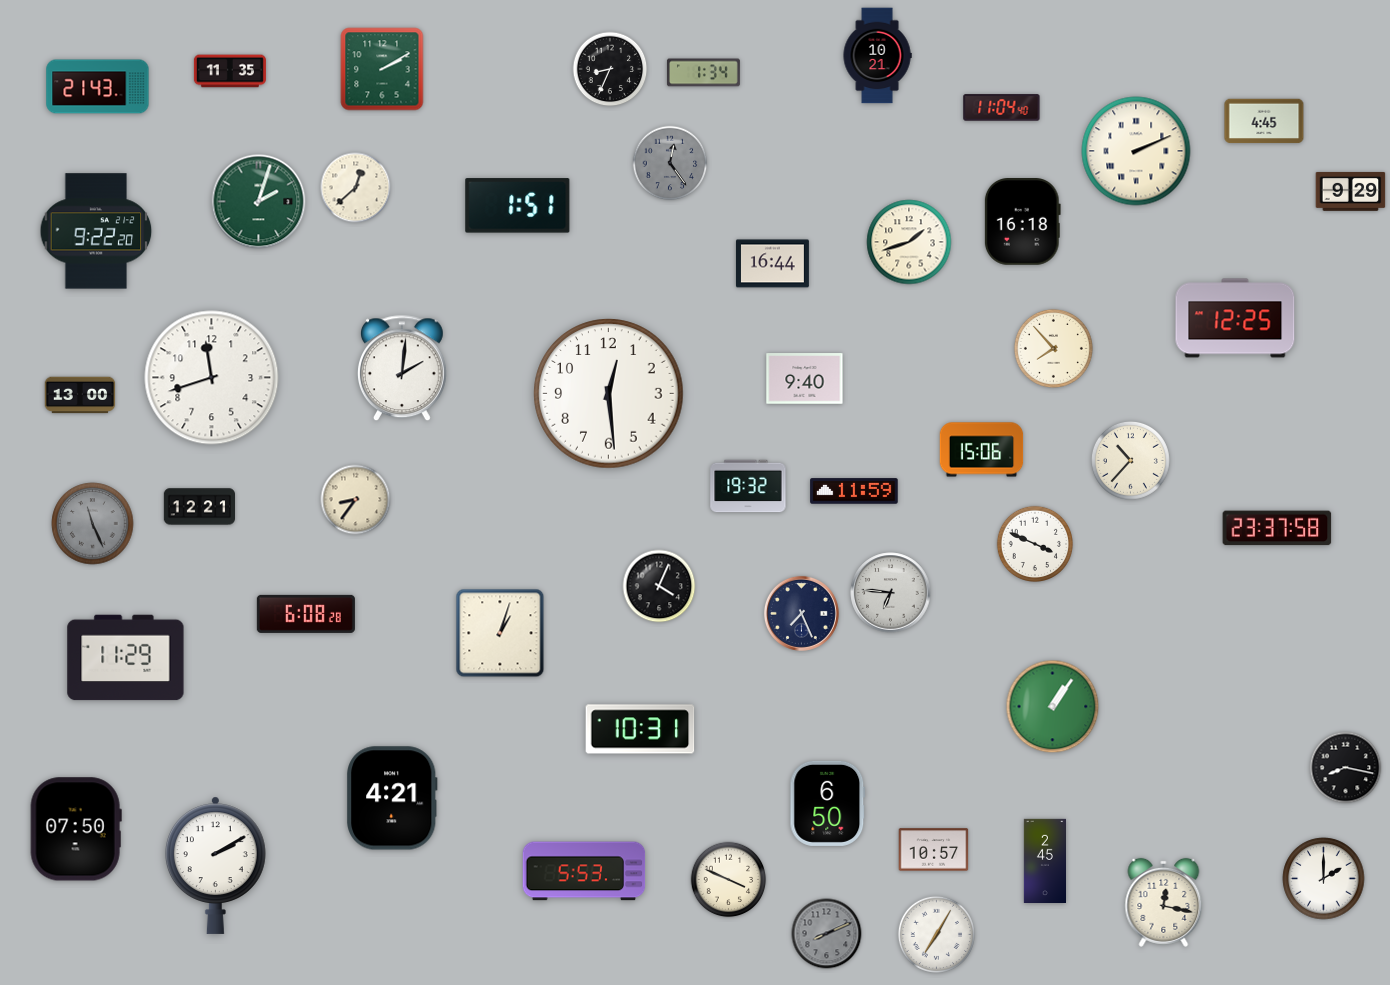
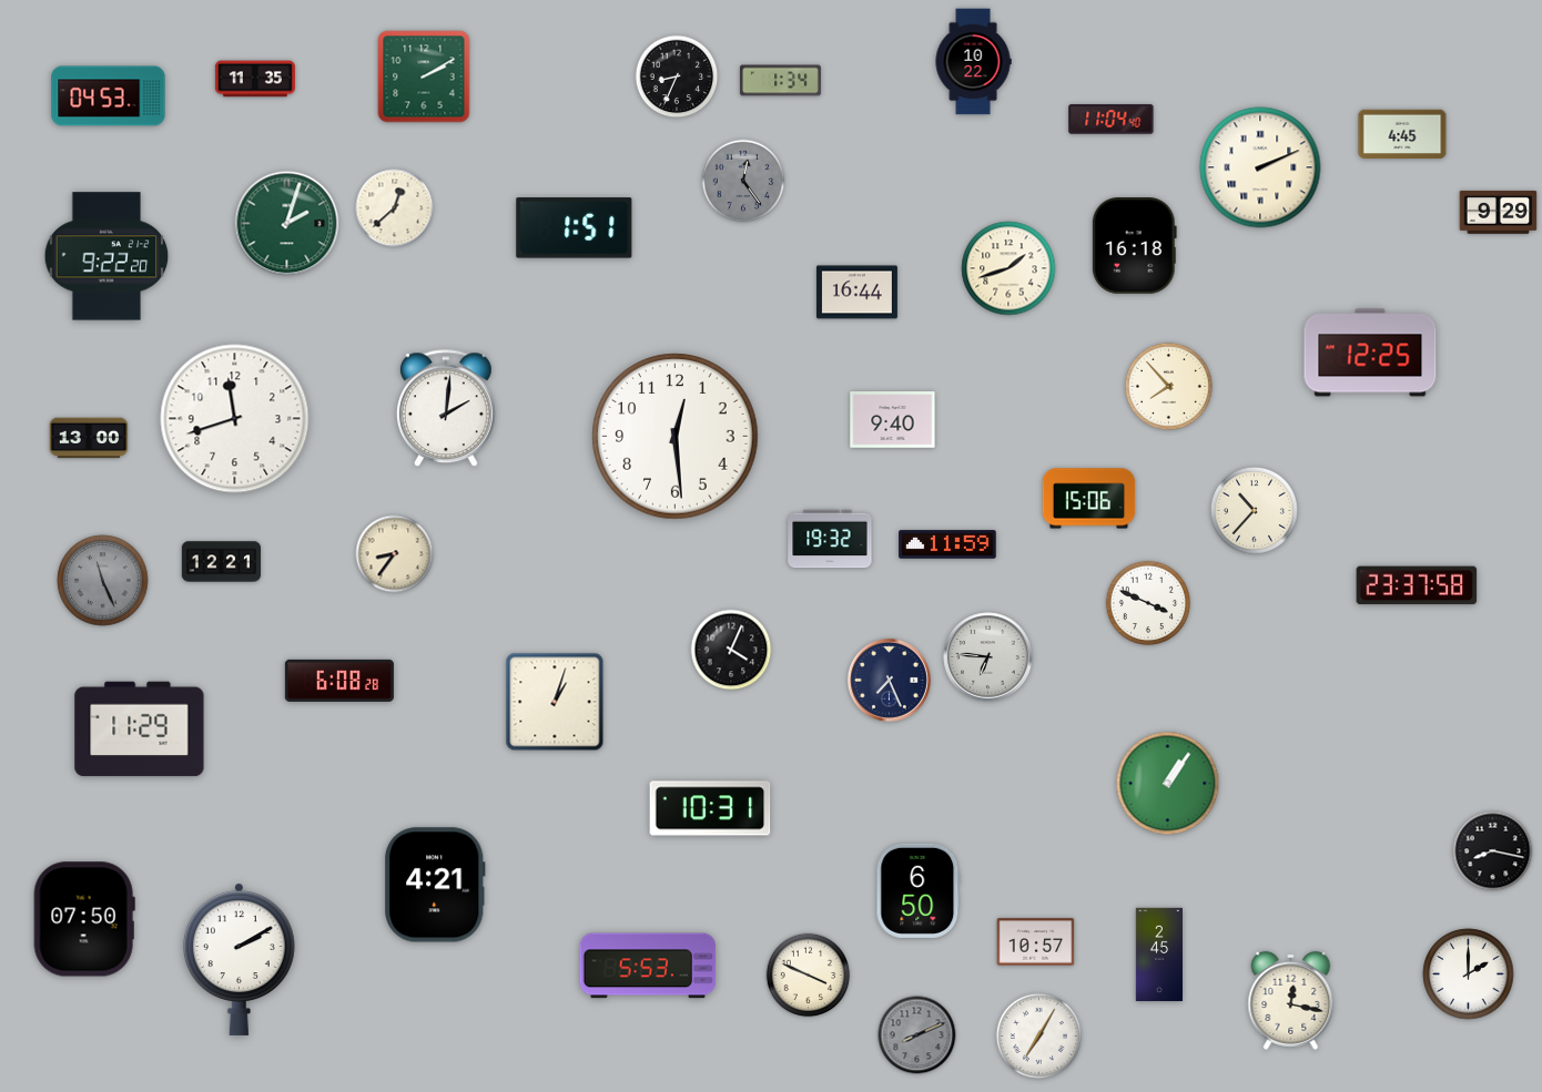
clock at (877, 56): 10:21 -> 10:22
clock at (98, 87): 21:43 -> 04:53
